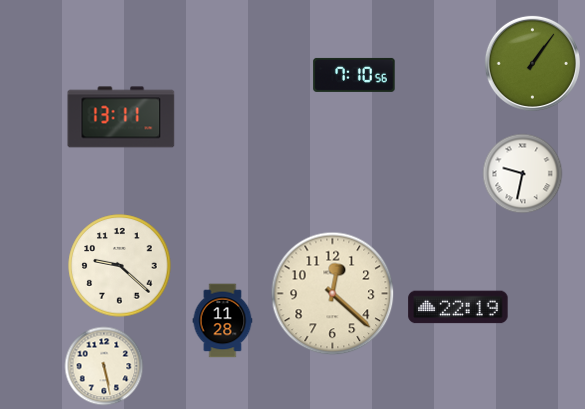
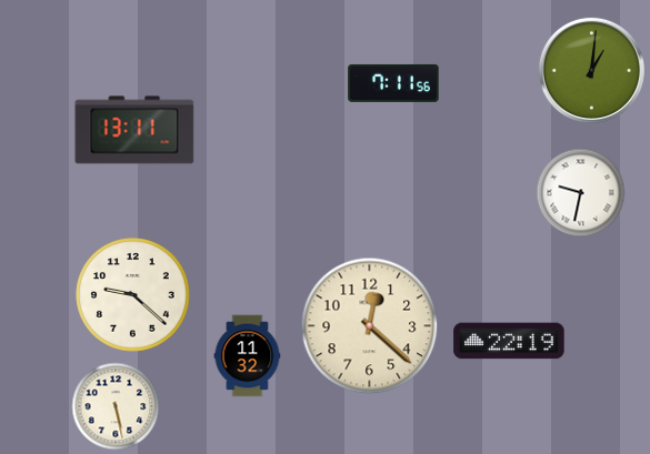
clock at (532, 63): 1:06 -> 1:01
clock at (354, 75): 7:10 -> 7:11
clock at (223, 321): 11:28 -> 11:32
